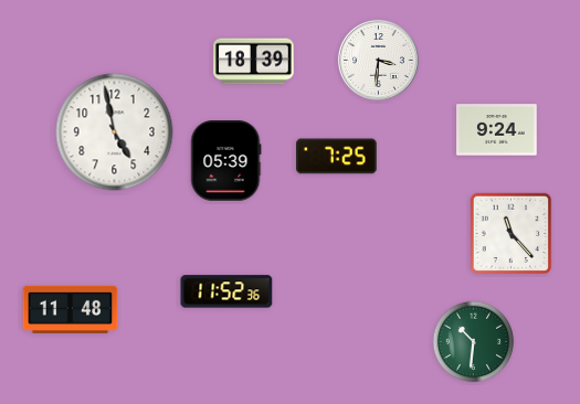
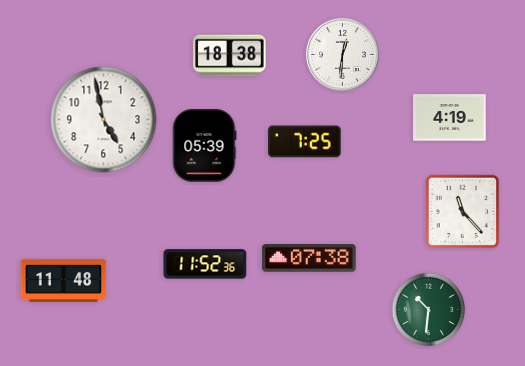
clock at (378, 60): 3:31 -> 12:31
clock at (254, 62): 18:39 -> 18:38
clock at (497, 130): 9:24 -> 4:19
clock at (309, 258): none -> 07:38
